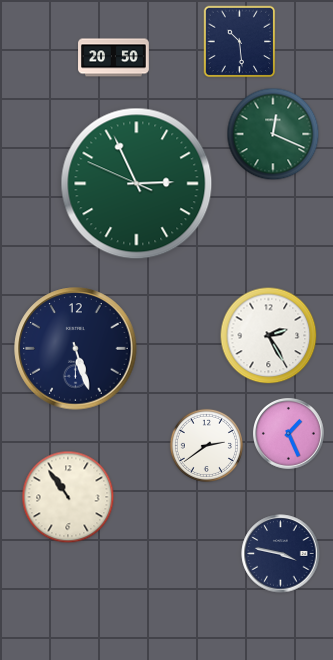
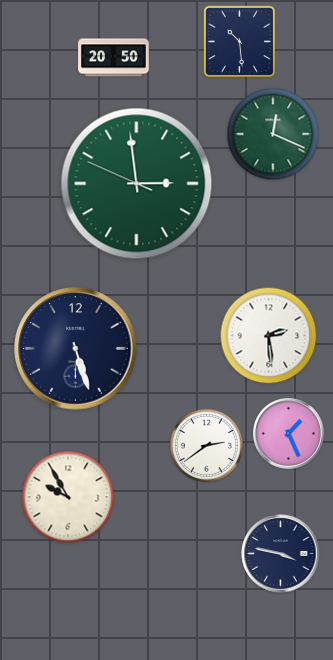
clock at (137, 184): 2:55 -> 2:58
clock at (269, 336): 2:25 -> 2:29
clock at (68, 497): 10:54 -> 9:55
